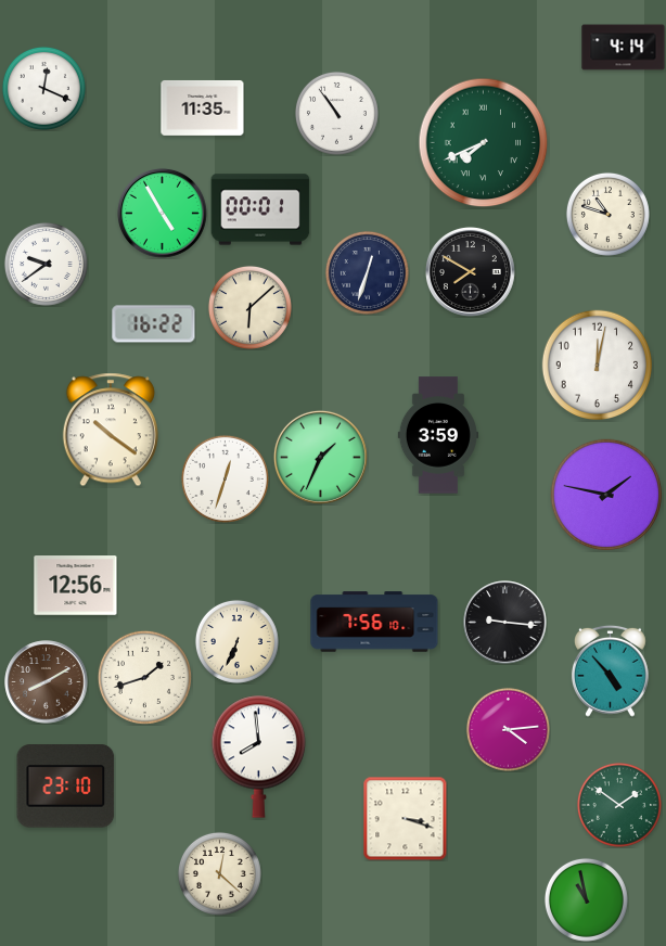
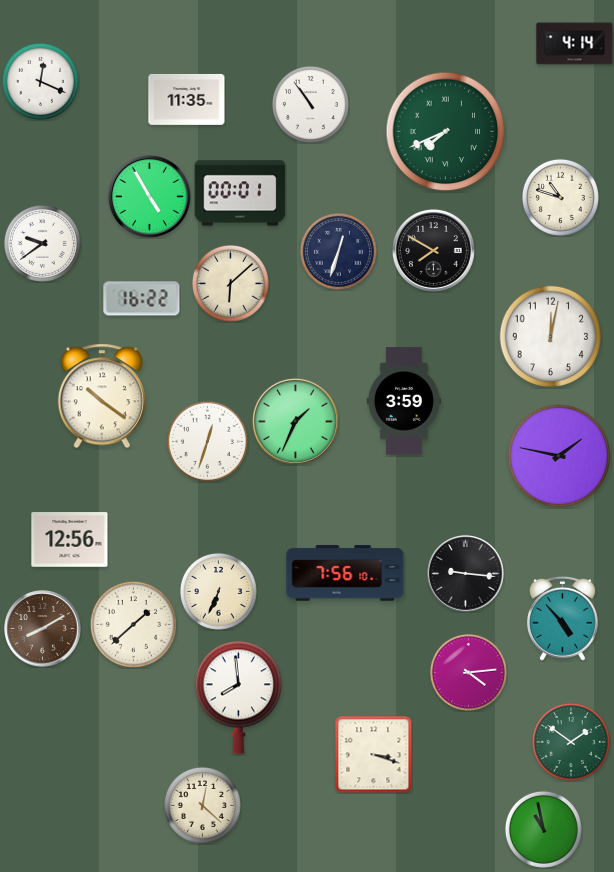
clock at (144, 677): 1:42 -> 1:38
clock at (66, 787): 23:10 -> none
clock at (586, 899) position: (586, 899) -> (543, 829)
